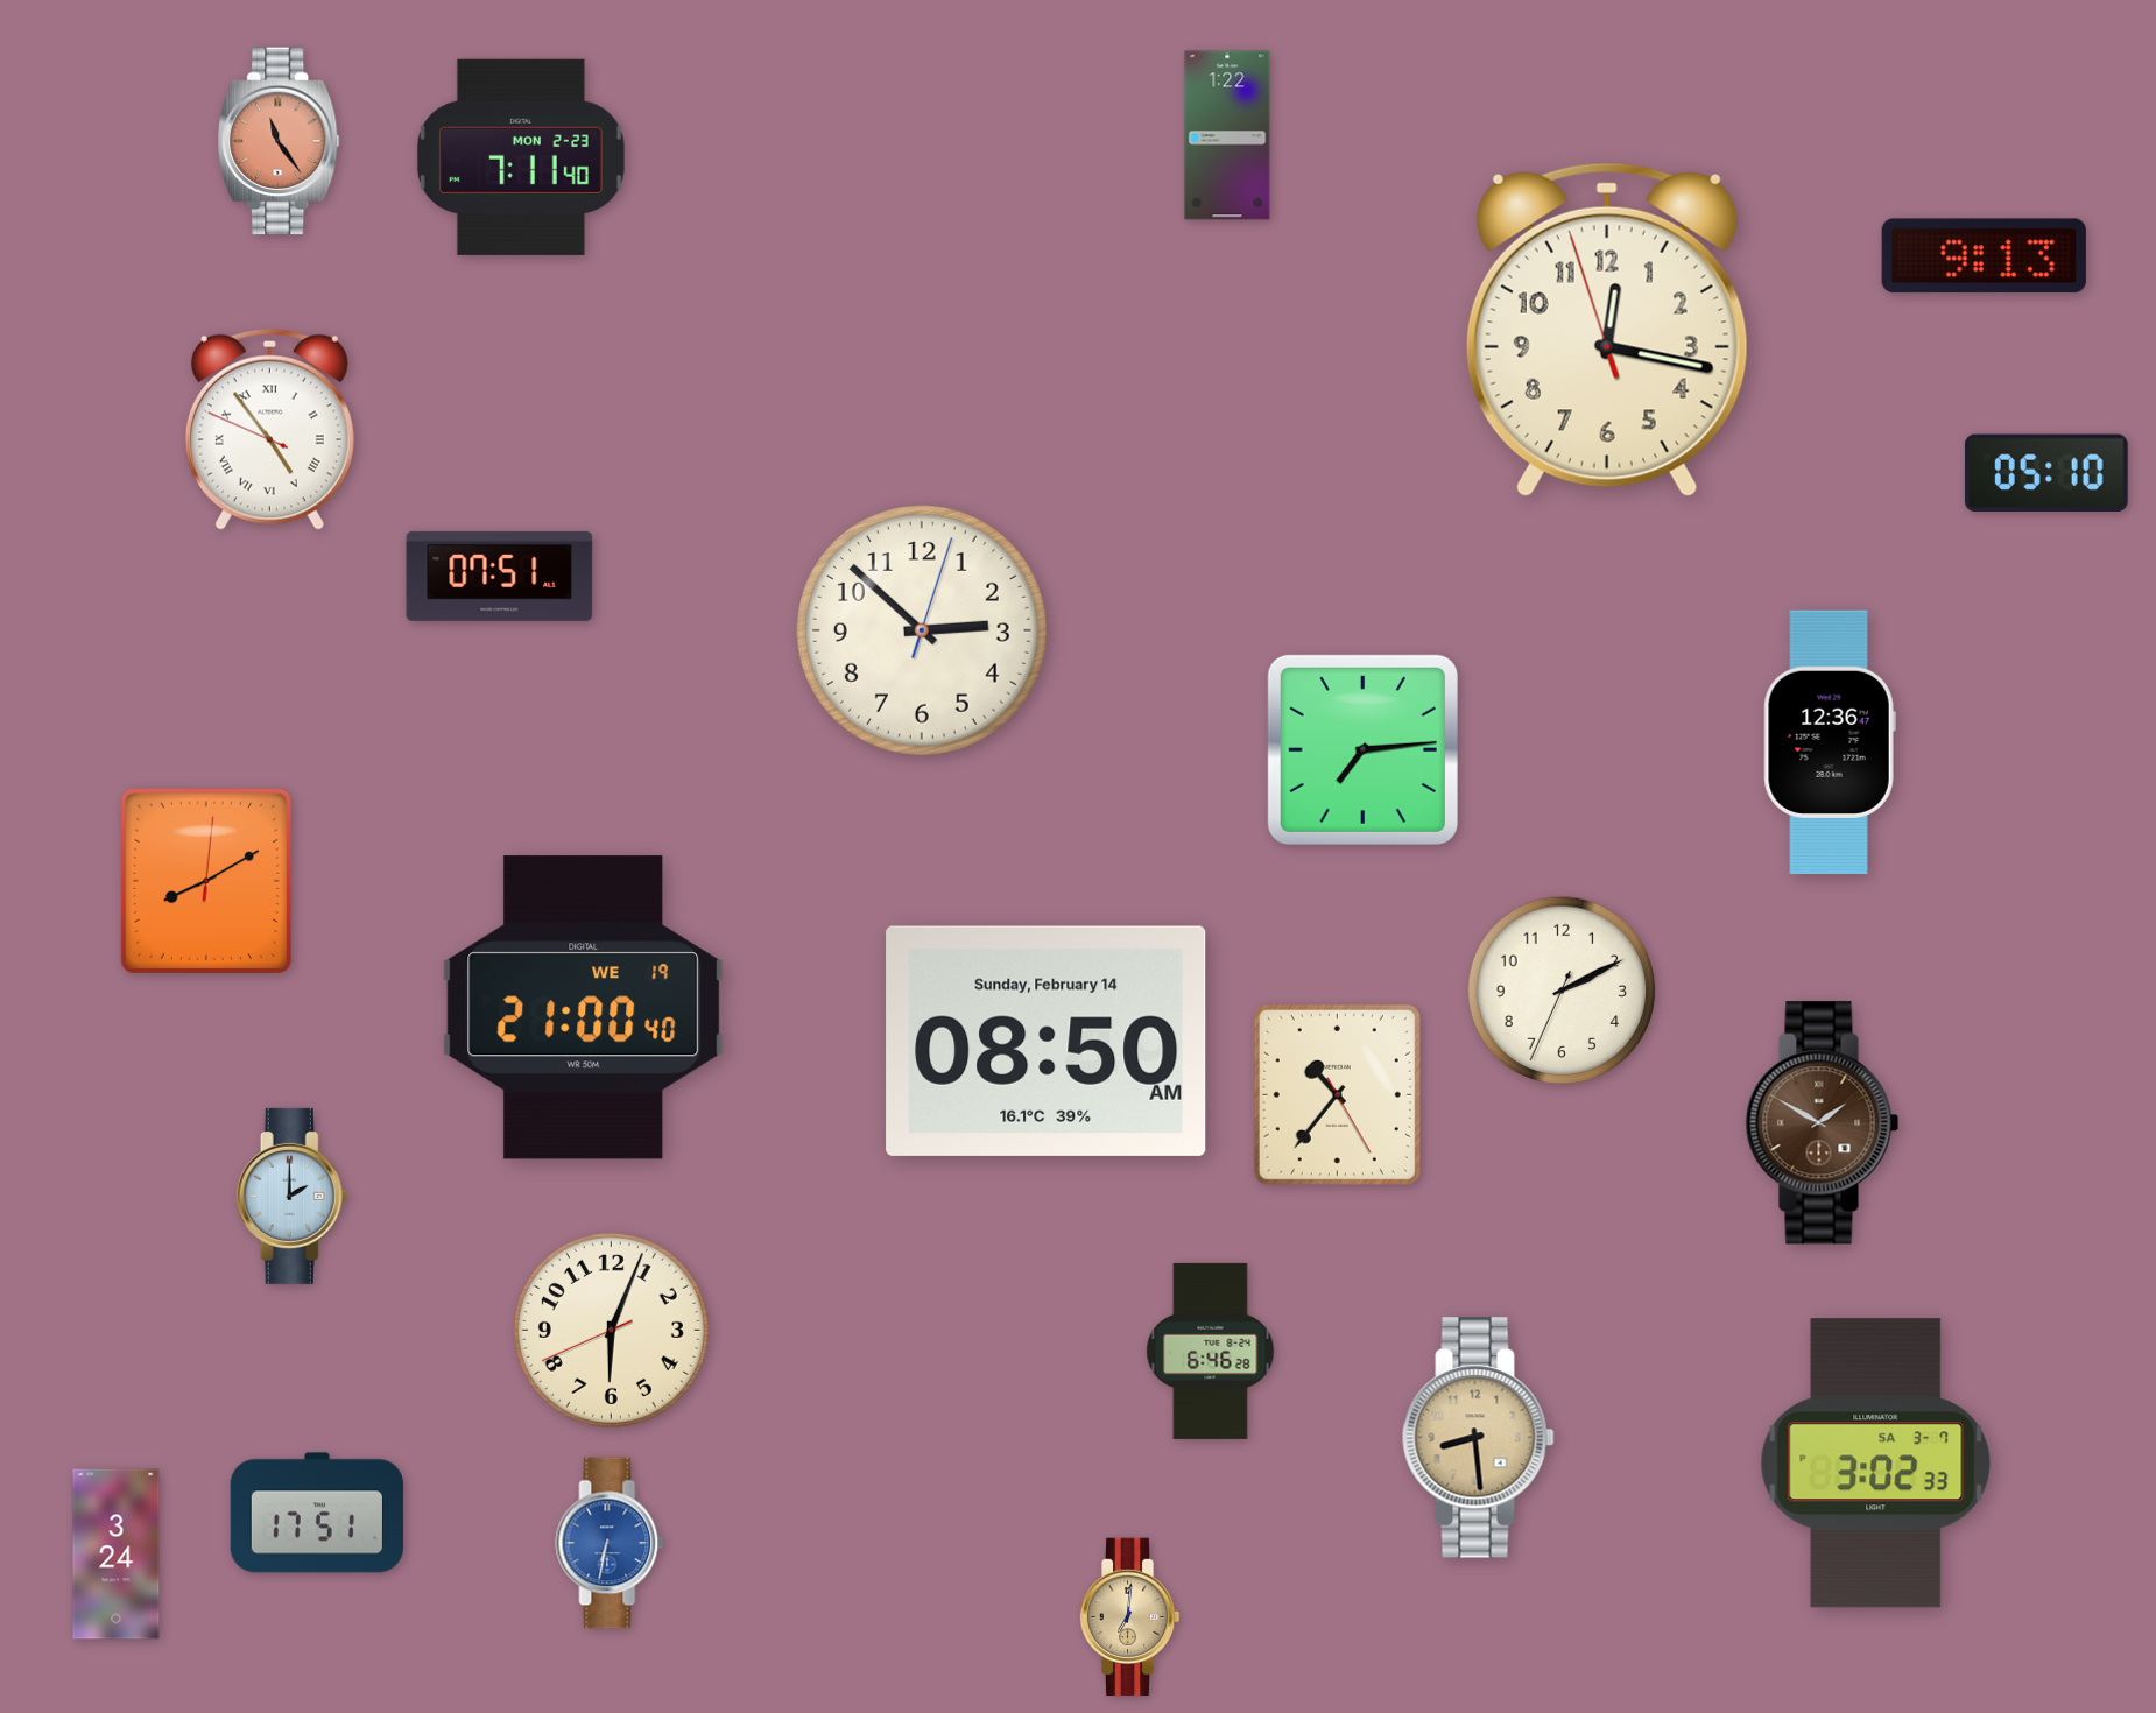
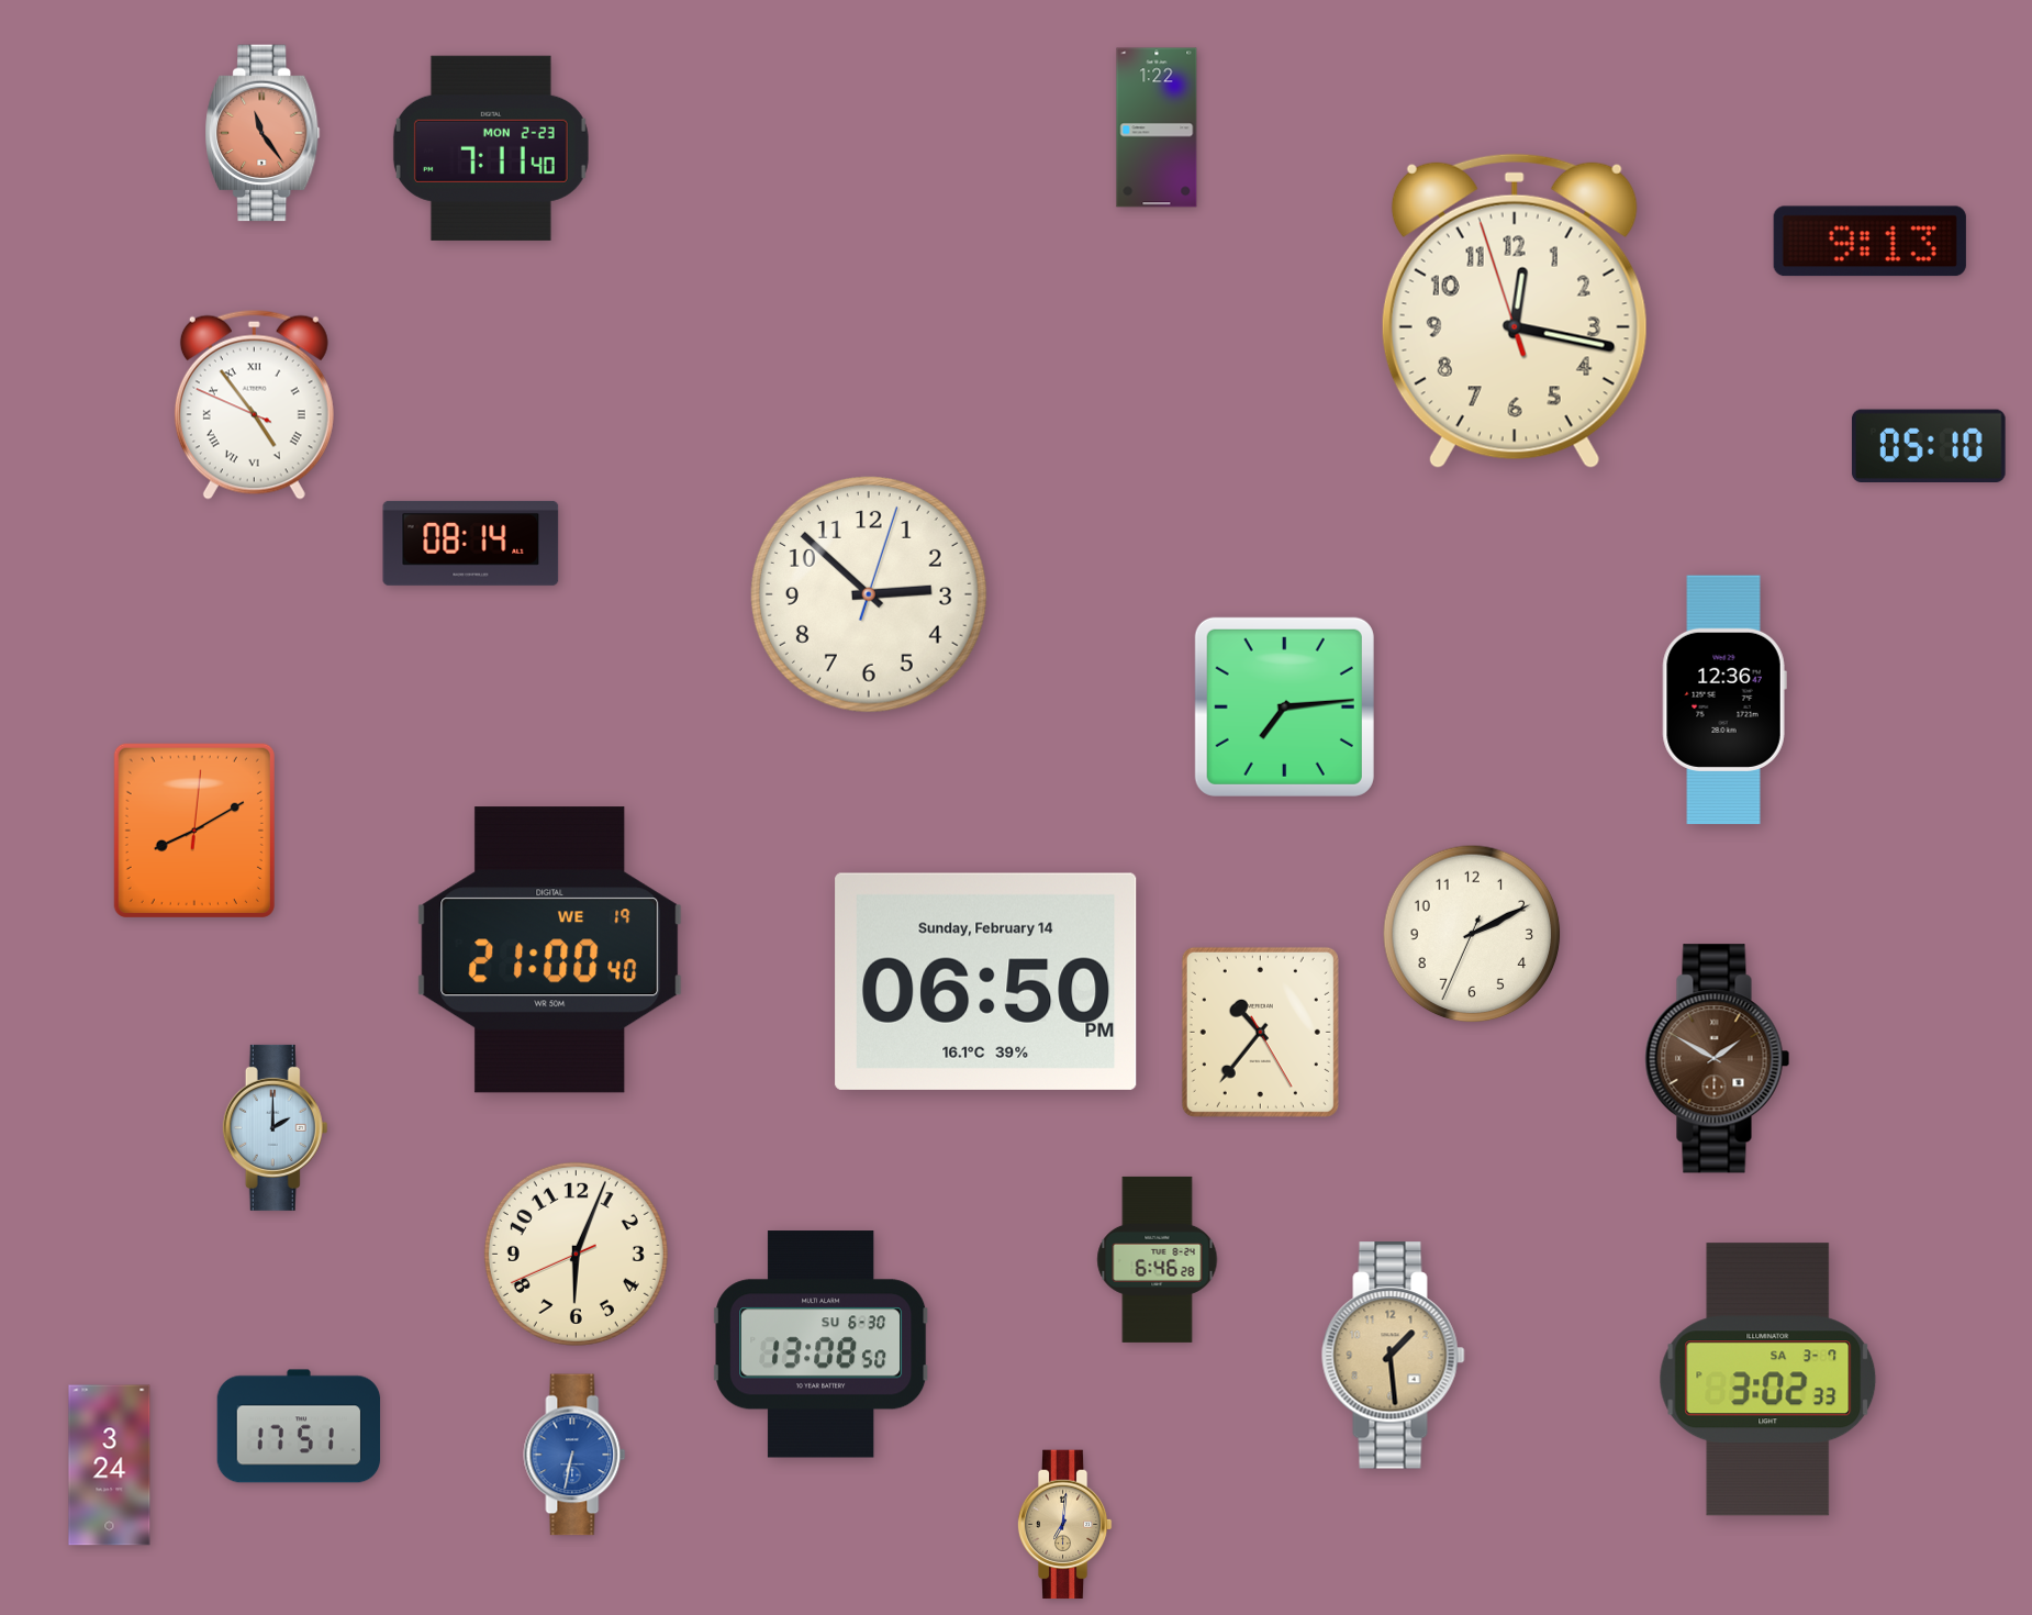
clock at (500, 576): 07:51 -> 08:14
clock at (1047, 1041): 08:50 -> 06:50
clock at (1211, 1351) position: (1211, 1351) -> (1158, 1259)
clock at (822, 1345): none -> 13:08
clock at (1479, 1438): 8:29 -> 1:29
